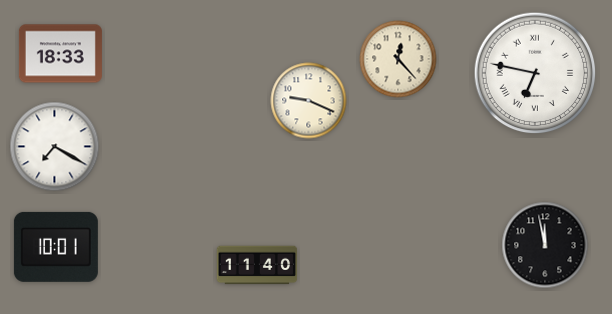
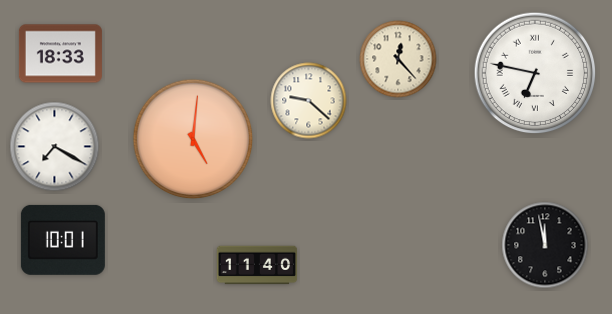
clock at (309, 101): 9:19 -> 9:22
clock at (193, 139): none -> 5:01
clock at (56, 247) position: (56, 247) -> (63, 240)
